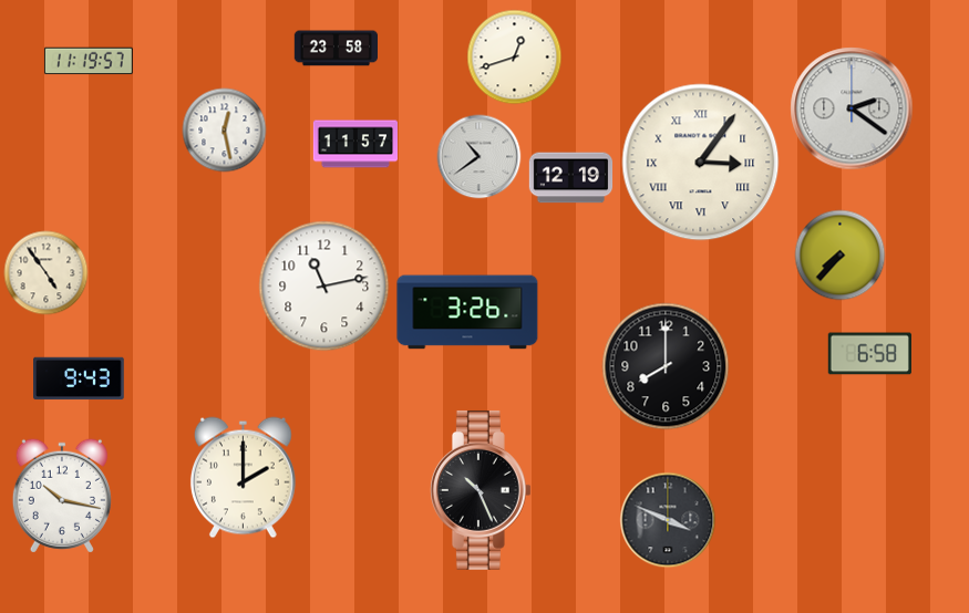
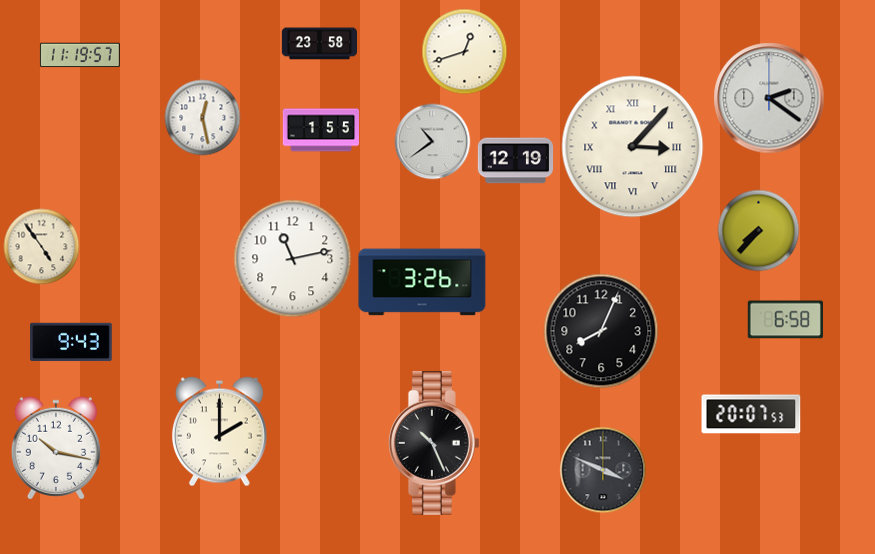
clock at (336, 49) position: (336, 49) -> (319, 44)
clock at (354, 144): 11:57 -> 1:55
clock at (701, 163): 3:06 -> 3:07
clock at (666, 366): 8:00 -> 8:04
clock at (751, 414): none -> 20:07
